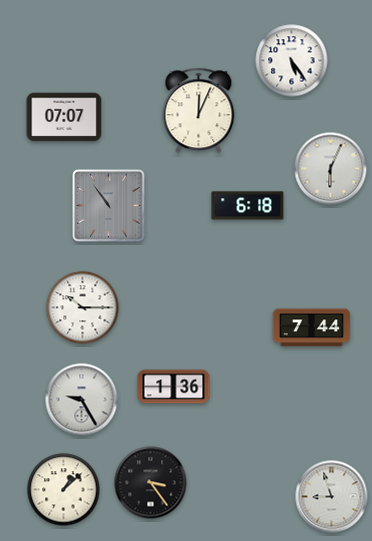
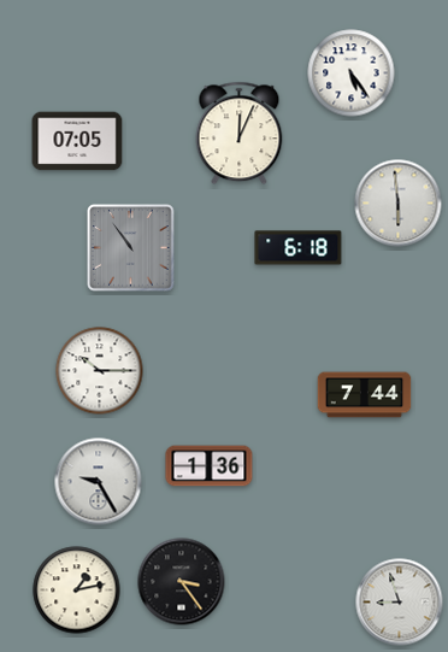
clock at (64, 117): 07:07 -> 07:05
clock at (331, 169): 6:04 -> 5:59
clock at (312, 328) position: (312, 328) -> (365, 395)
clock at (64, 490): 1:08 -> 1:13
clock at (332, 497) position: (332, 497) -> (400, 603)
